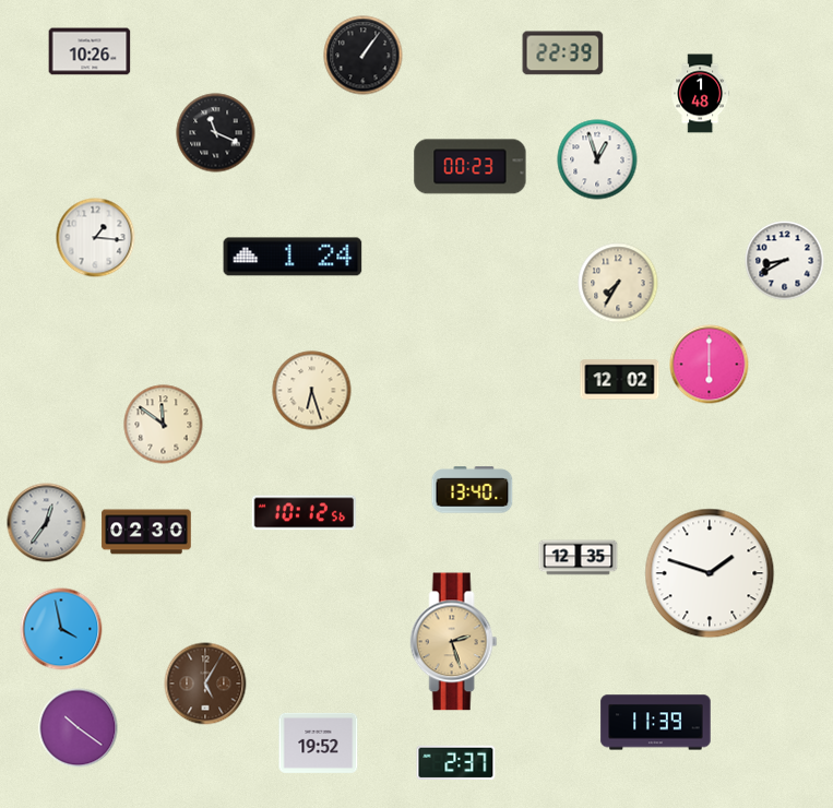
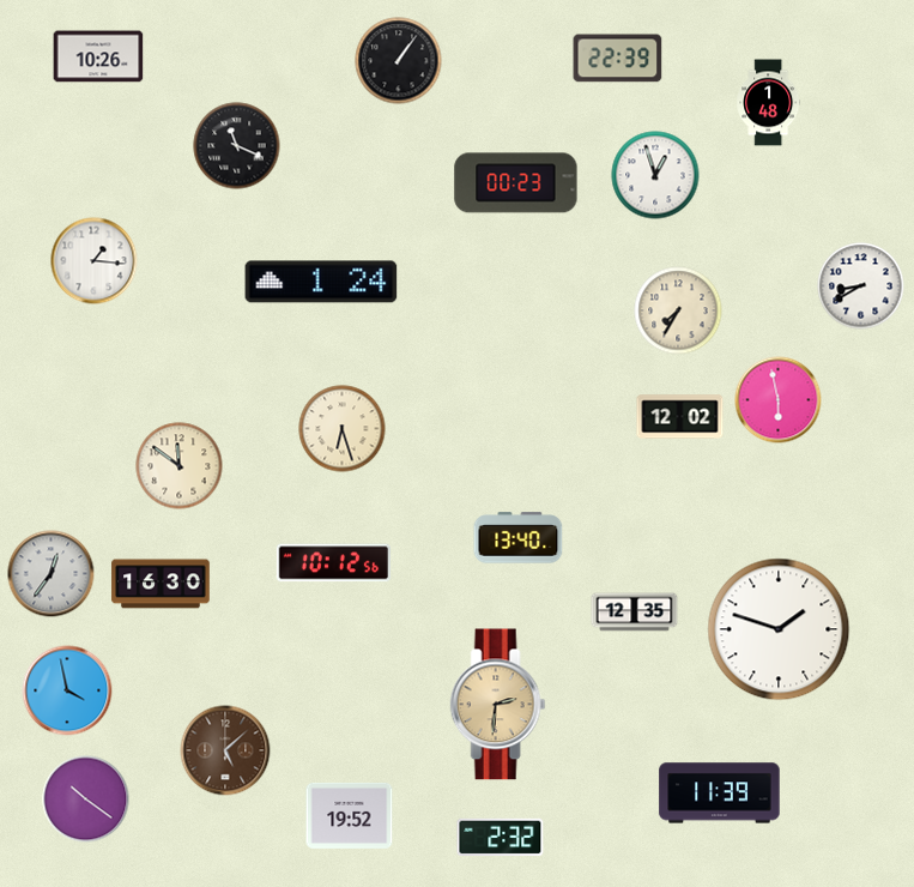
clock at (96, 238) position: (96, 238) -> (95, 261)
clock at (710, 365): 6:00 -> 5:58
clock at (146, 532): 02:30 -> 16:30
clock at (454, 642): 2:27 -> 2:31
clock at (205, 684): 5:05 -> 5:08
clock at (456, 762): 2:37 -> 2:32
